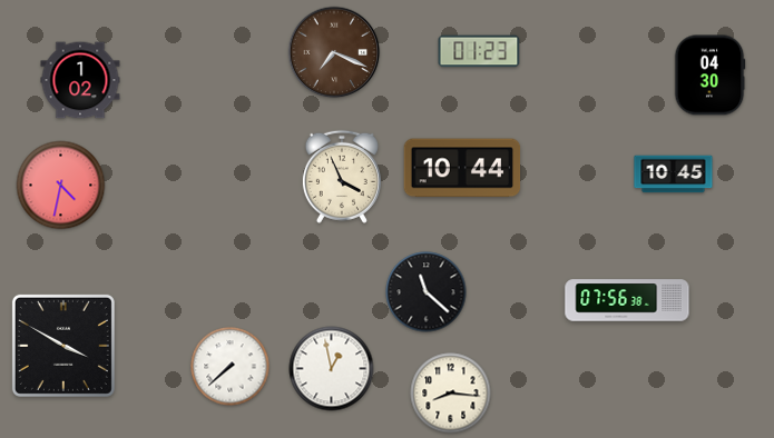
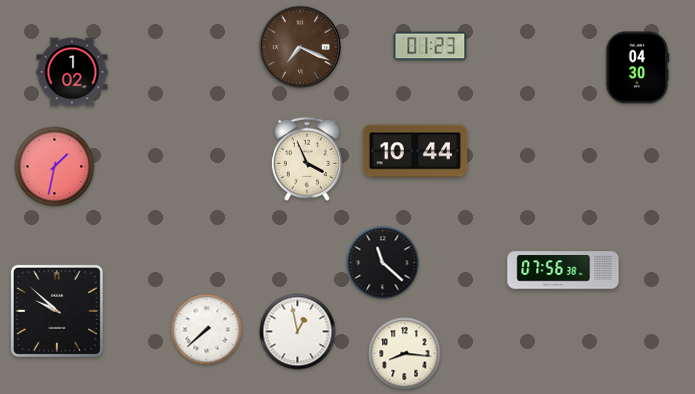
clock at (674, 175): 10:45 -> none
clock at (61, 186): 4:32 -> 1:32
clock at (63, 346): 3:50 -> 9:52
